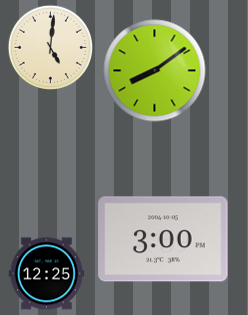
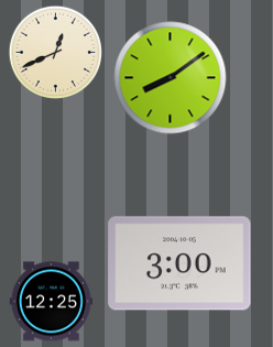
clock at (50, 47): 5:01 -> 12:41
